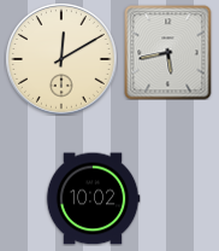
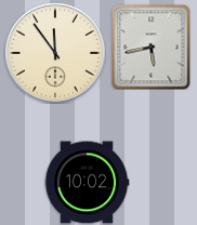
clock at (61, 59): 12:10 -> 11:54
clock at (93, 199) position: (93, 199) -> (87, 183)
